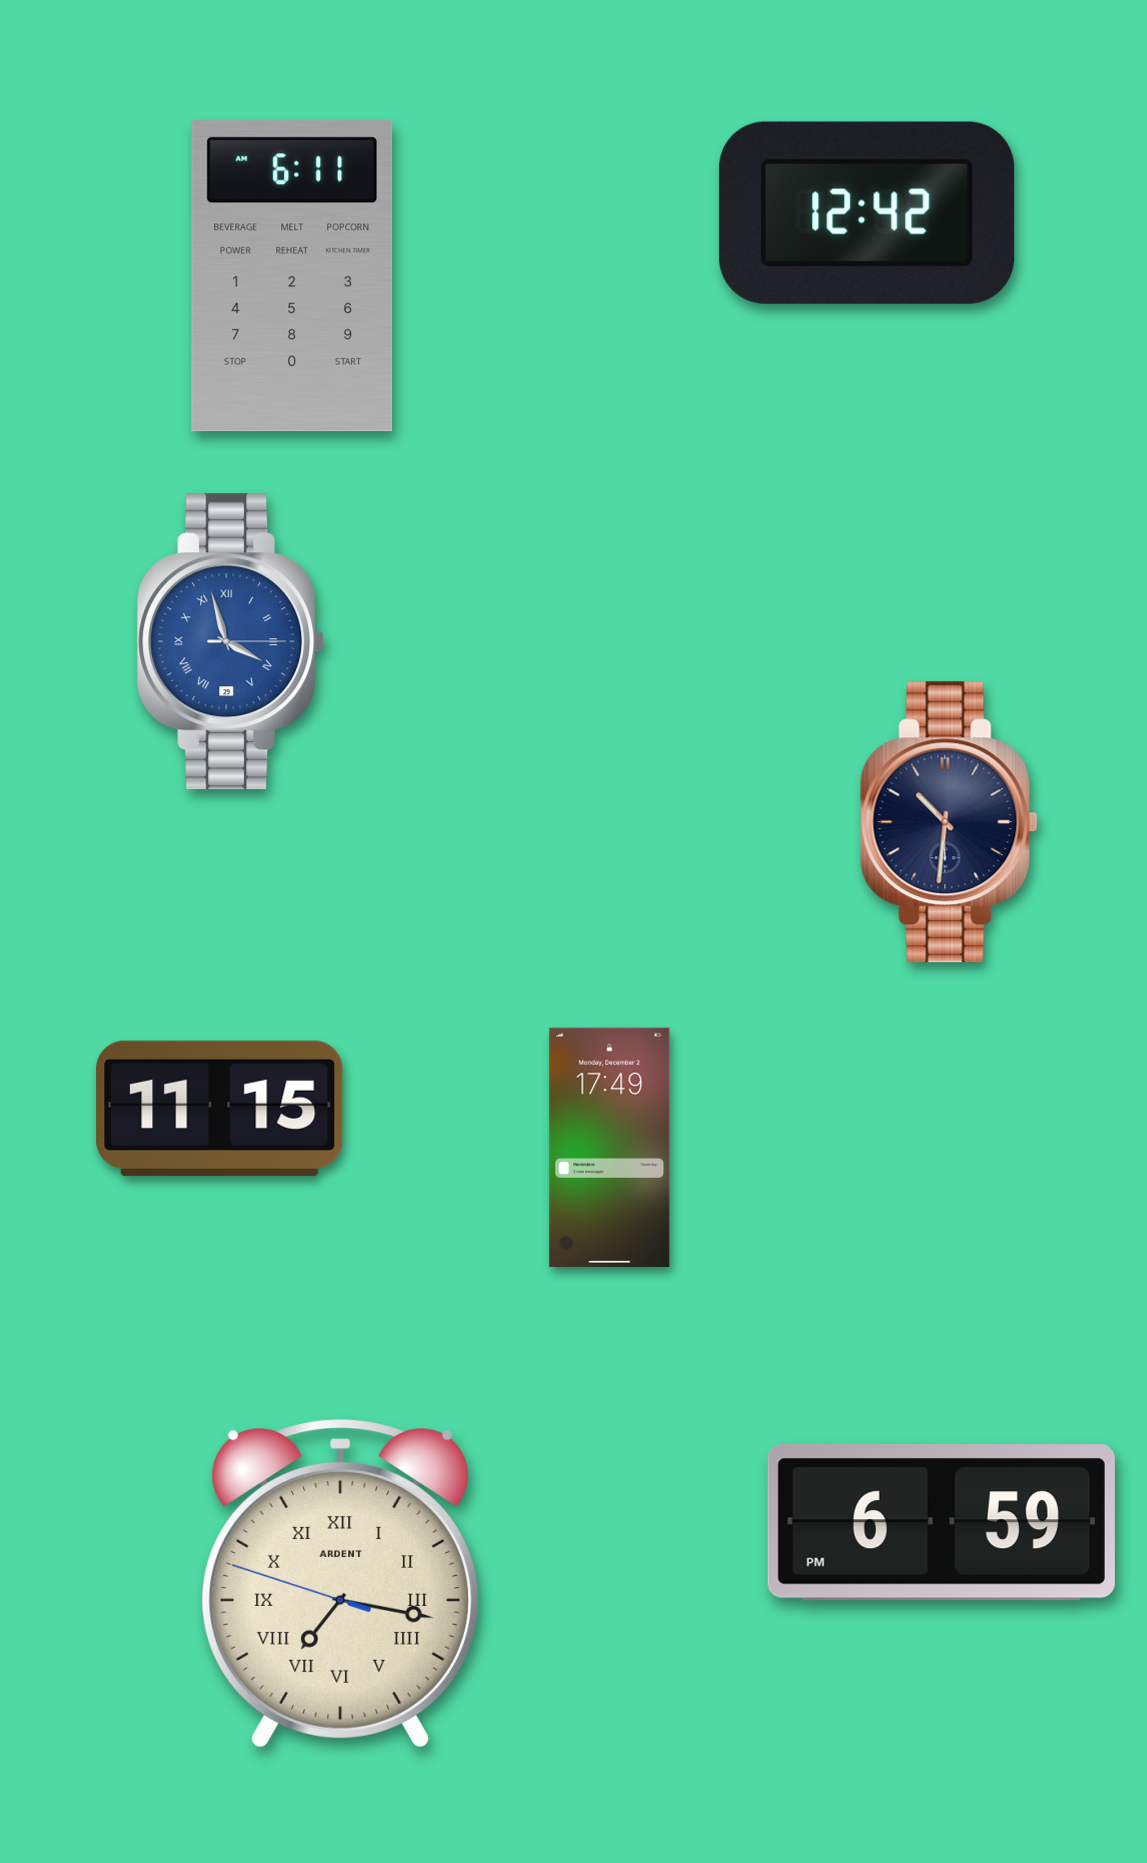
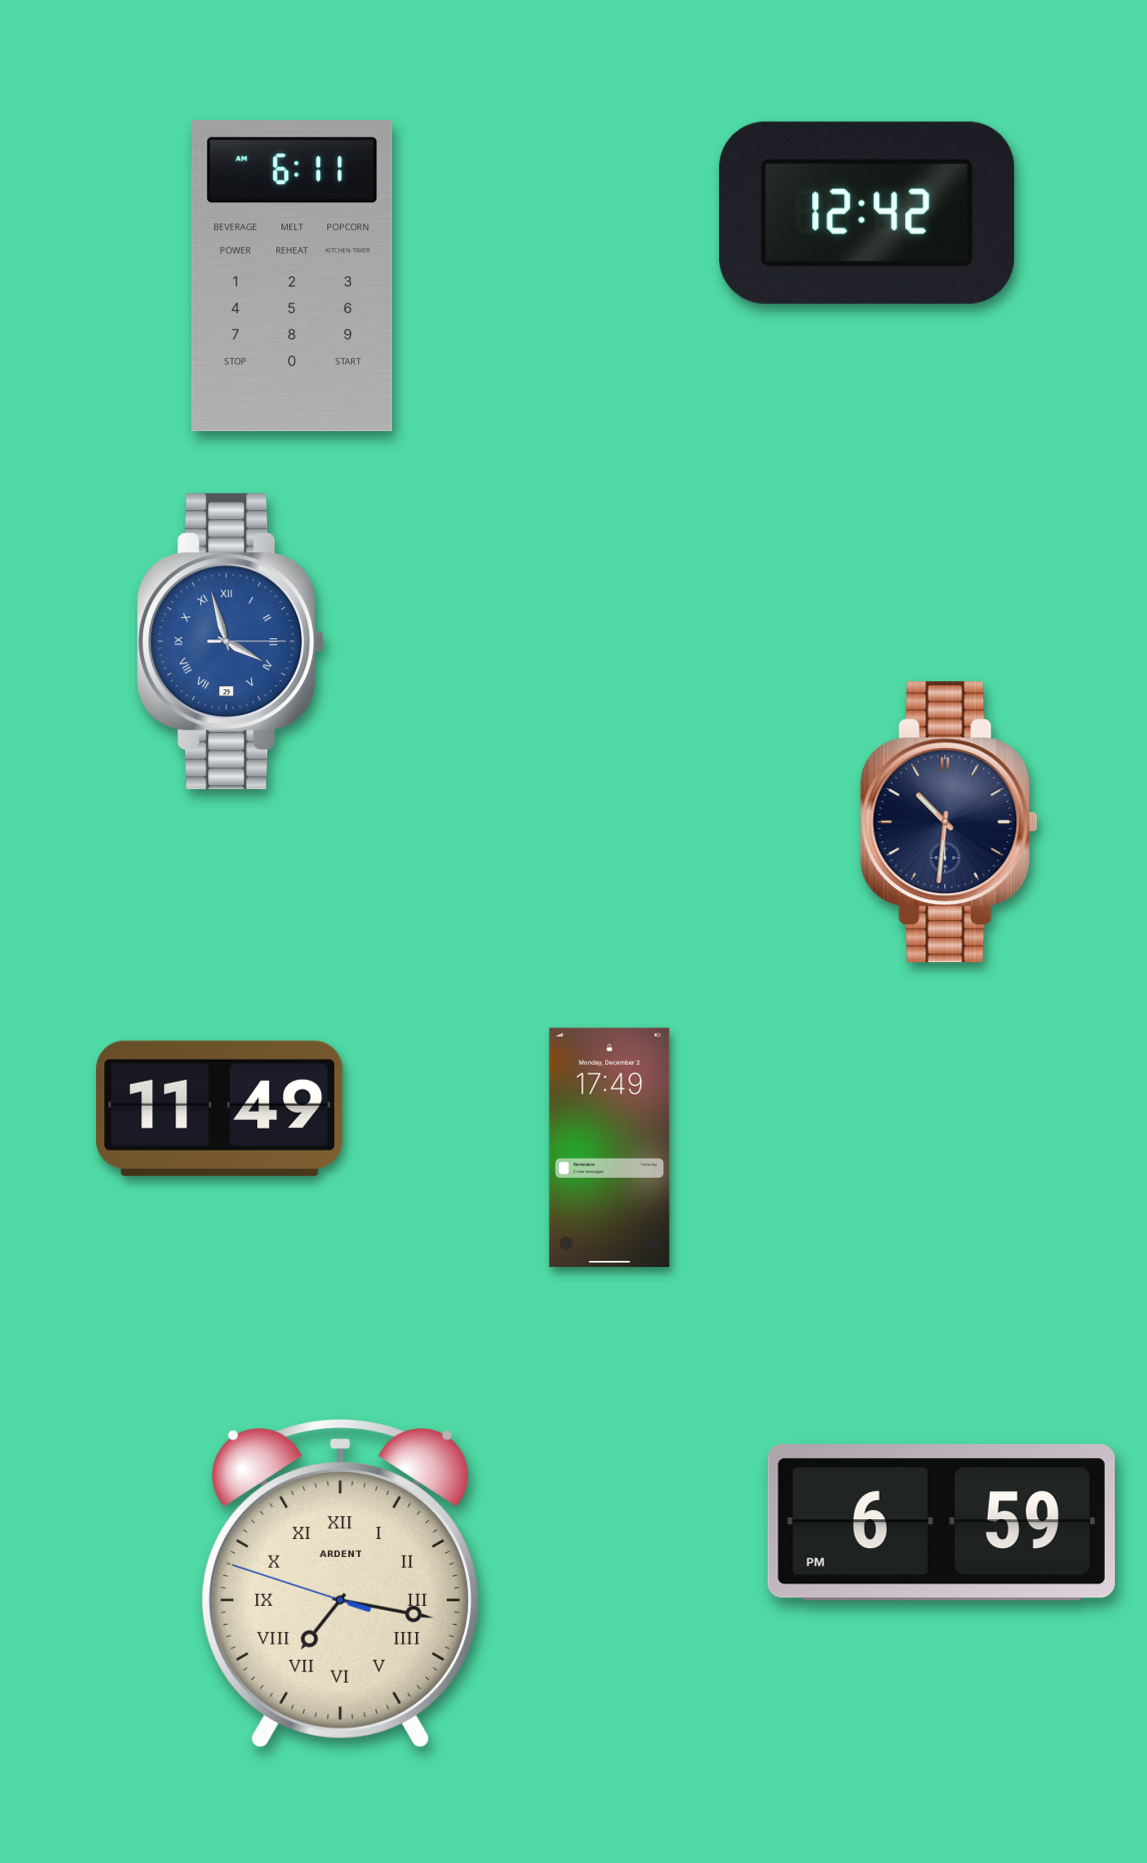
clock at (220, 1108): 11:15 -> 11:49
